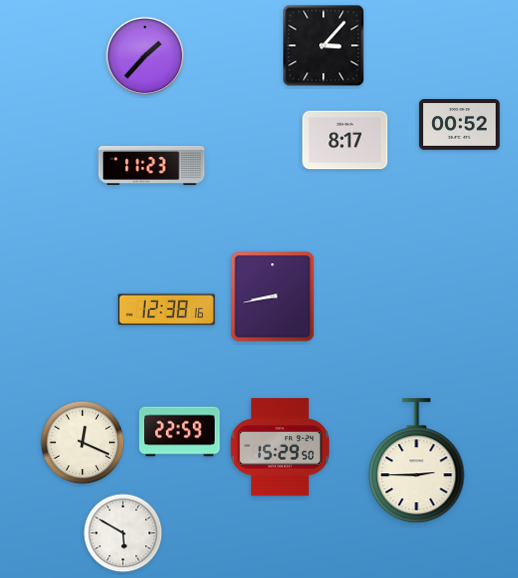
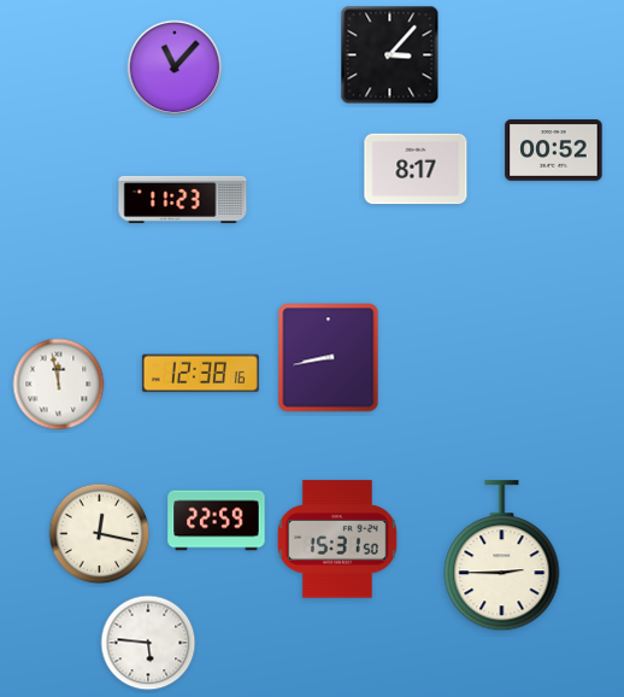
clock at (145, 56): 1:37 -> 11:07
clock at (59, 385): none -> 11:58
clock at (83, 443): 12:19 -> 12:17
clock at (280, 447): 15:29 -> 15:31
clock at (123, 533): 5:50 -> 5:46
